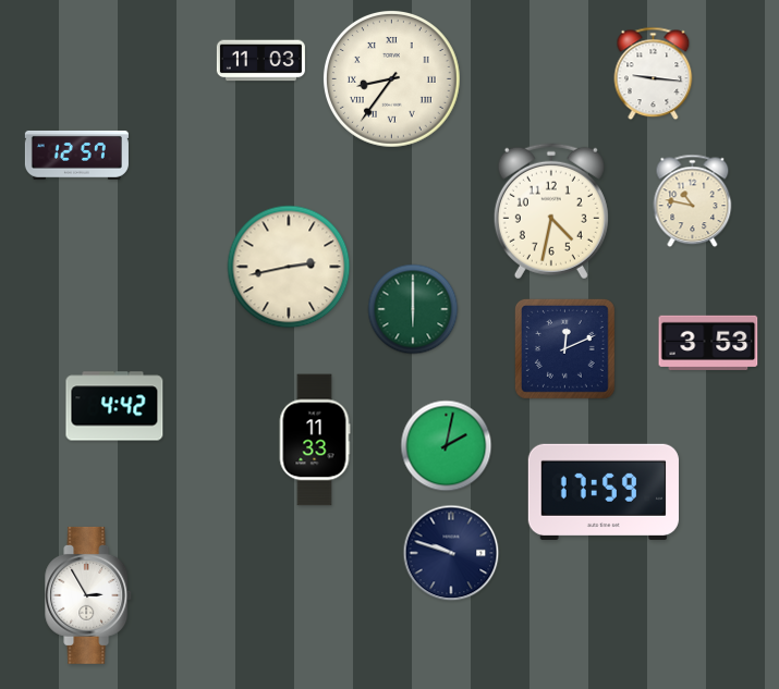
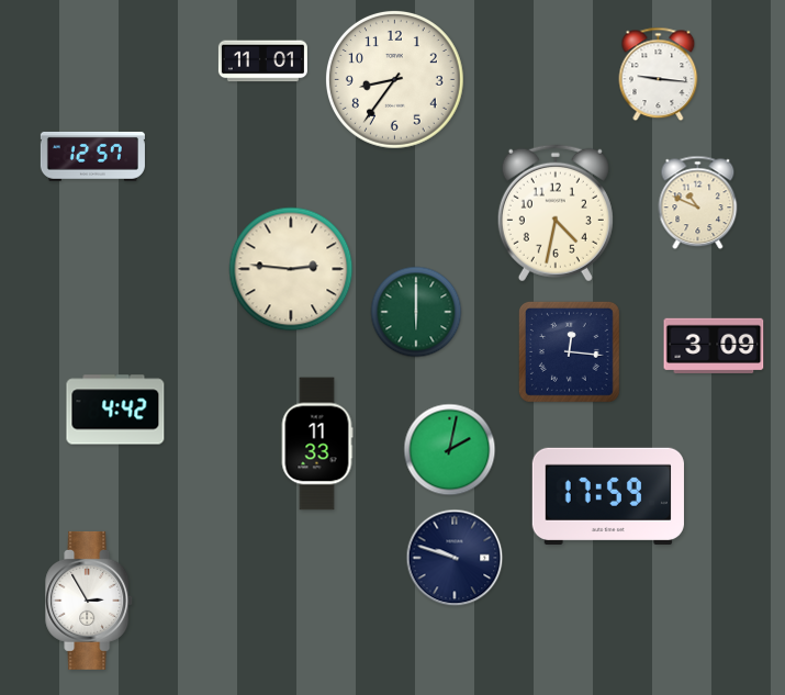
clock at (260, 61): 11:03 -> 11:01
clock at (391, 78) numerals: Roman -> Arabic
clock at (76, 155) position: (76, 155) -> (92, 156)
clock at (693, 201): 10:47 -> 10:49
clock at (289, 267): 2:43 -> 2:46
clock at (708, 343): 3:53 -> 3:09
clock at (564, 348): 12:11 -> 12:16
